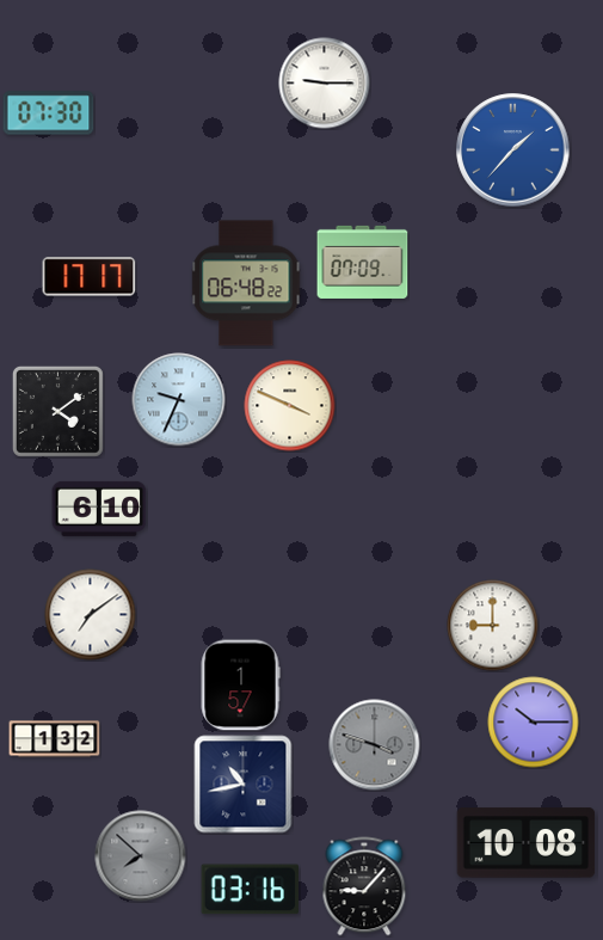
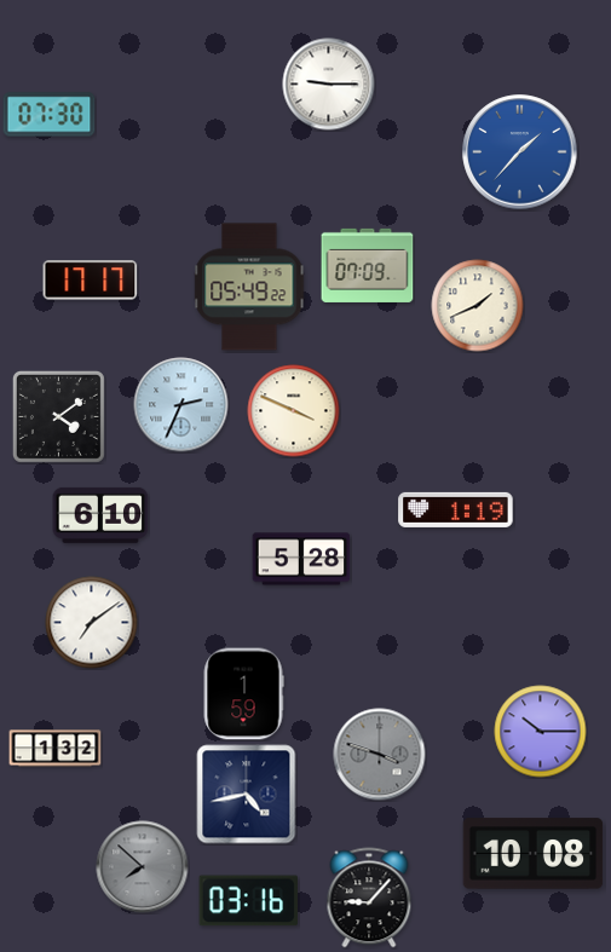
clock at (246, 283): 06:48 -> 05:49
clock at (478, 306): none -> 1:41
clock at (179, 400): 9:34 -> 2:34
clock at (456, 509): none -> 1:19
clock at (301, 559): none -> 5:28
clock at (493, 626): 9:00 -> none
clock at (240, 686): 1:57 -> 1:59
clock at (244, 785): 10:43 -> 4:43
clock at (250, 890) position: (250, 890) -> (248, 901)
